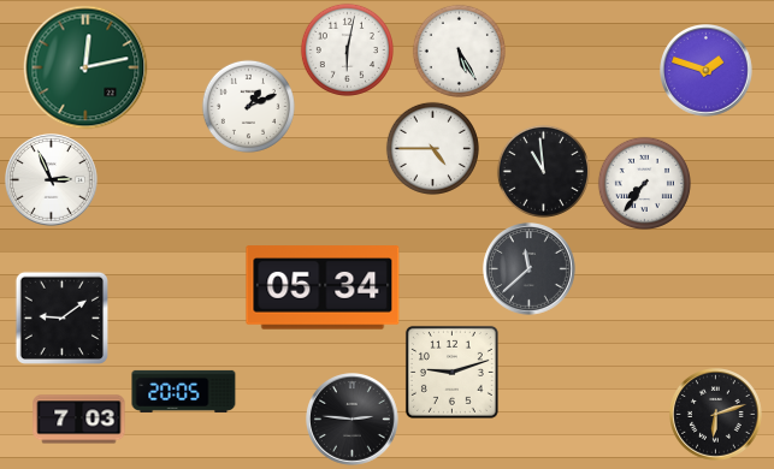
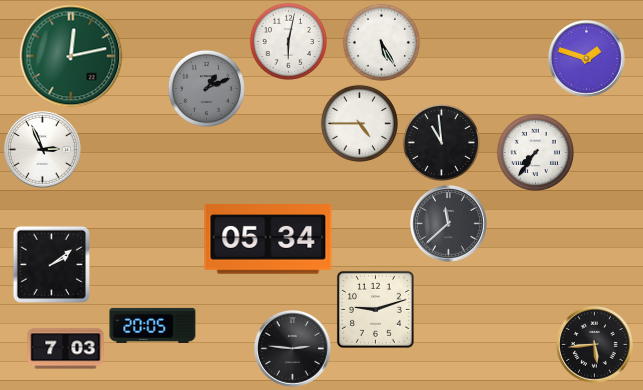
clock at (248, 106) dial: white -> grey
clock at (543, 171) position: (543, 171) -> (441, 142)
clock at (530, 269) position: (530, 269) -> (449, 224)
clock at (61, 317): 9:09 -> 2:09
clock at (716, 415): 6:12 -> 5:44
